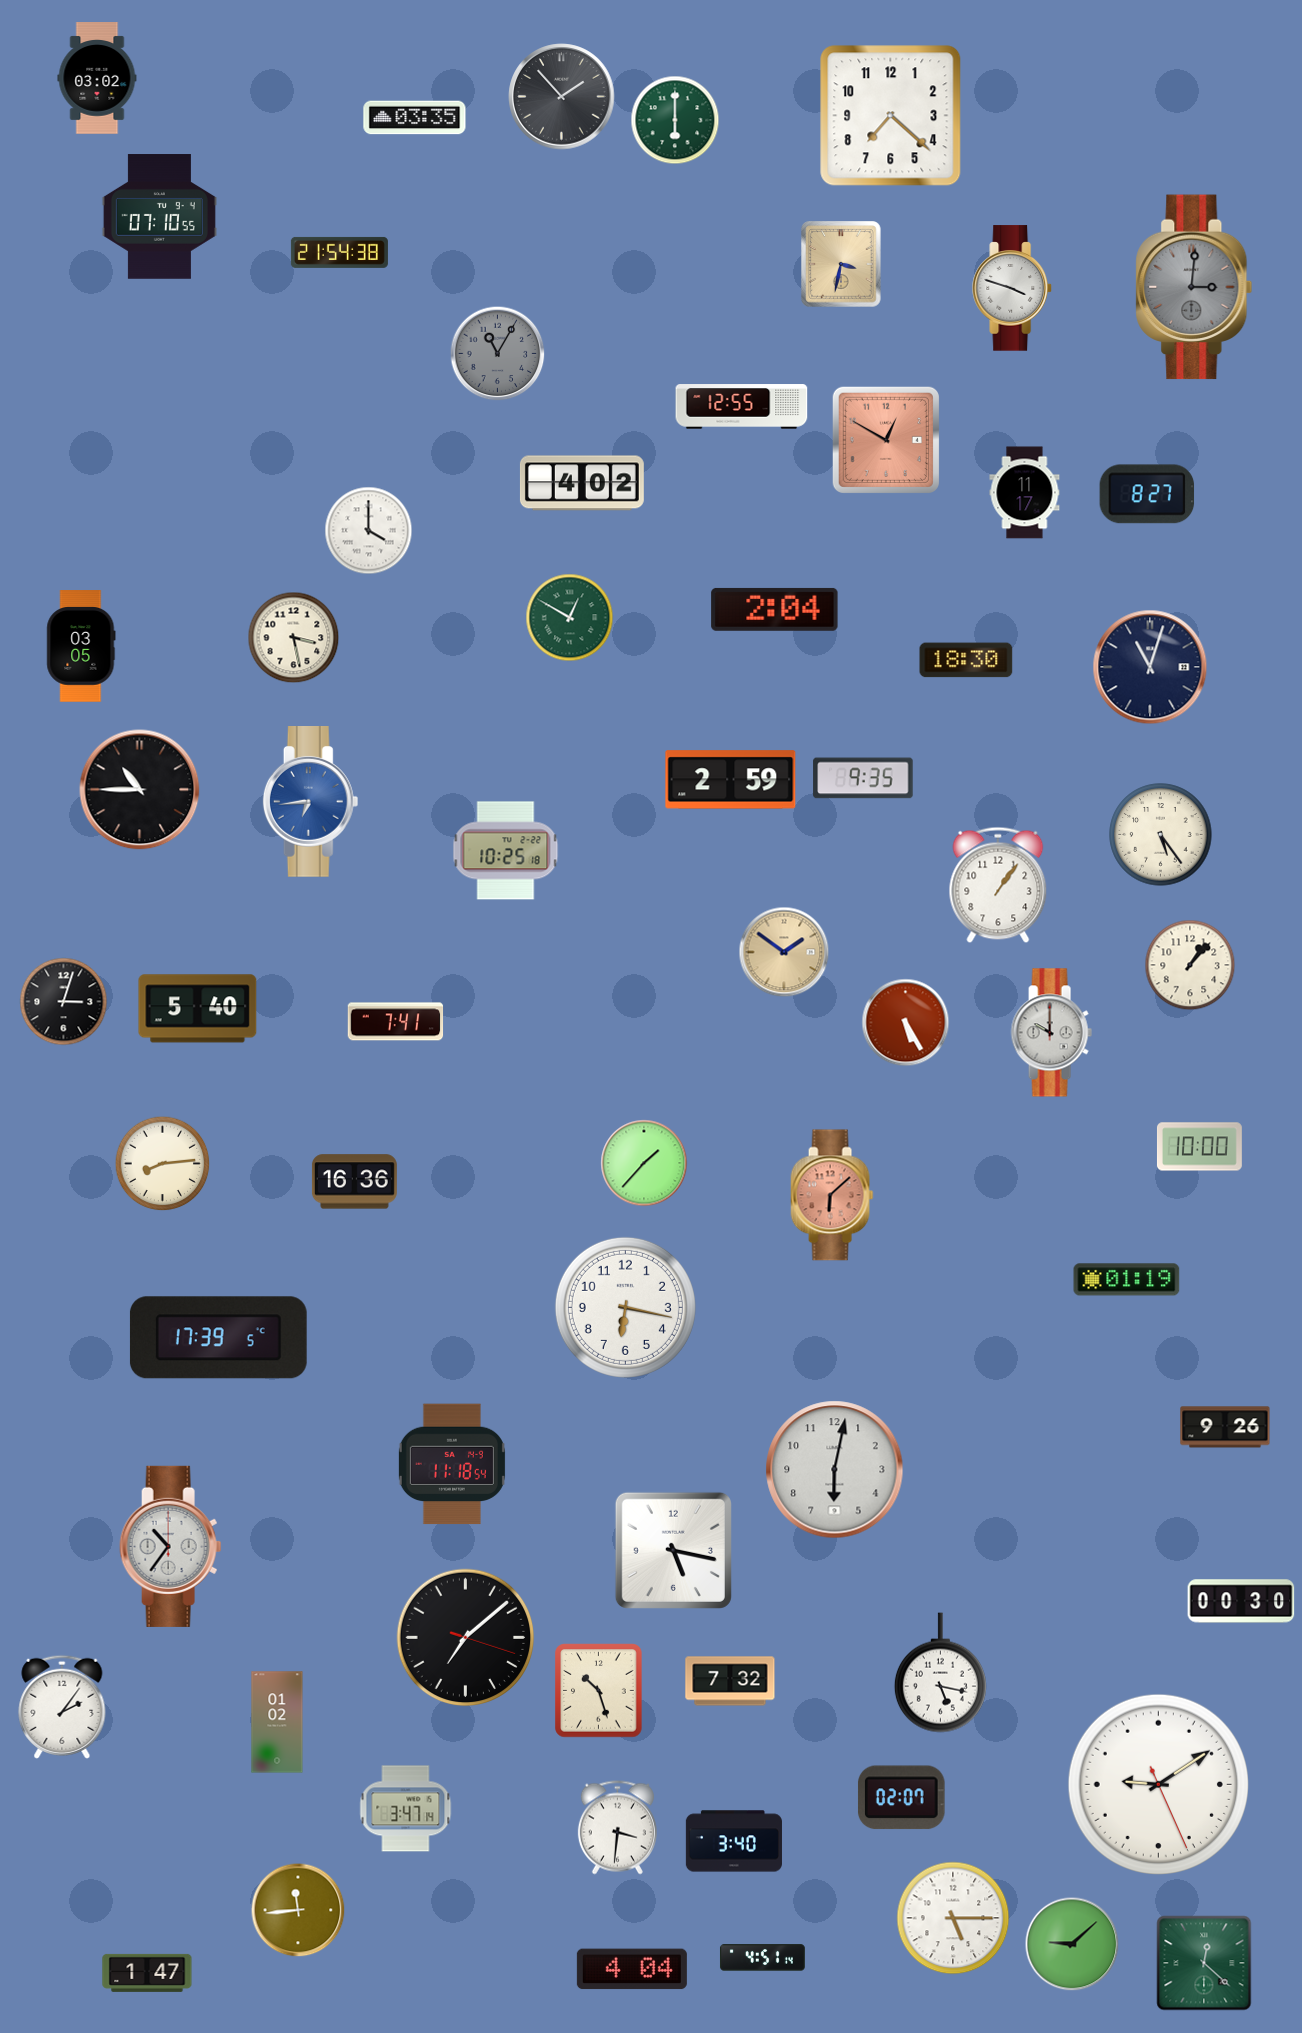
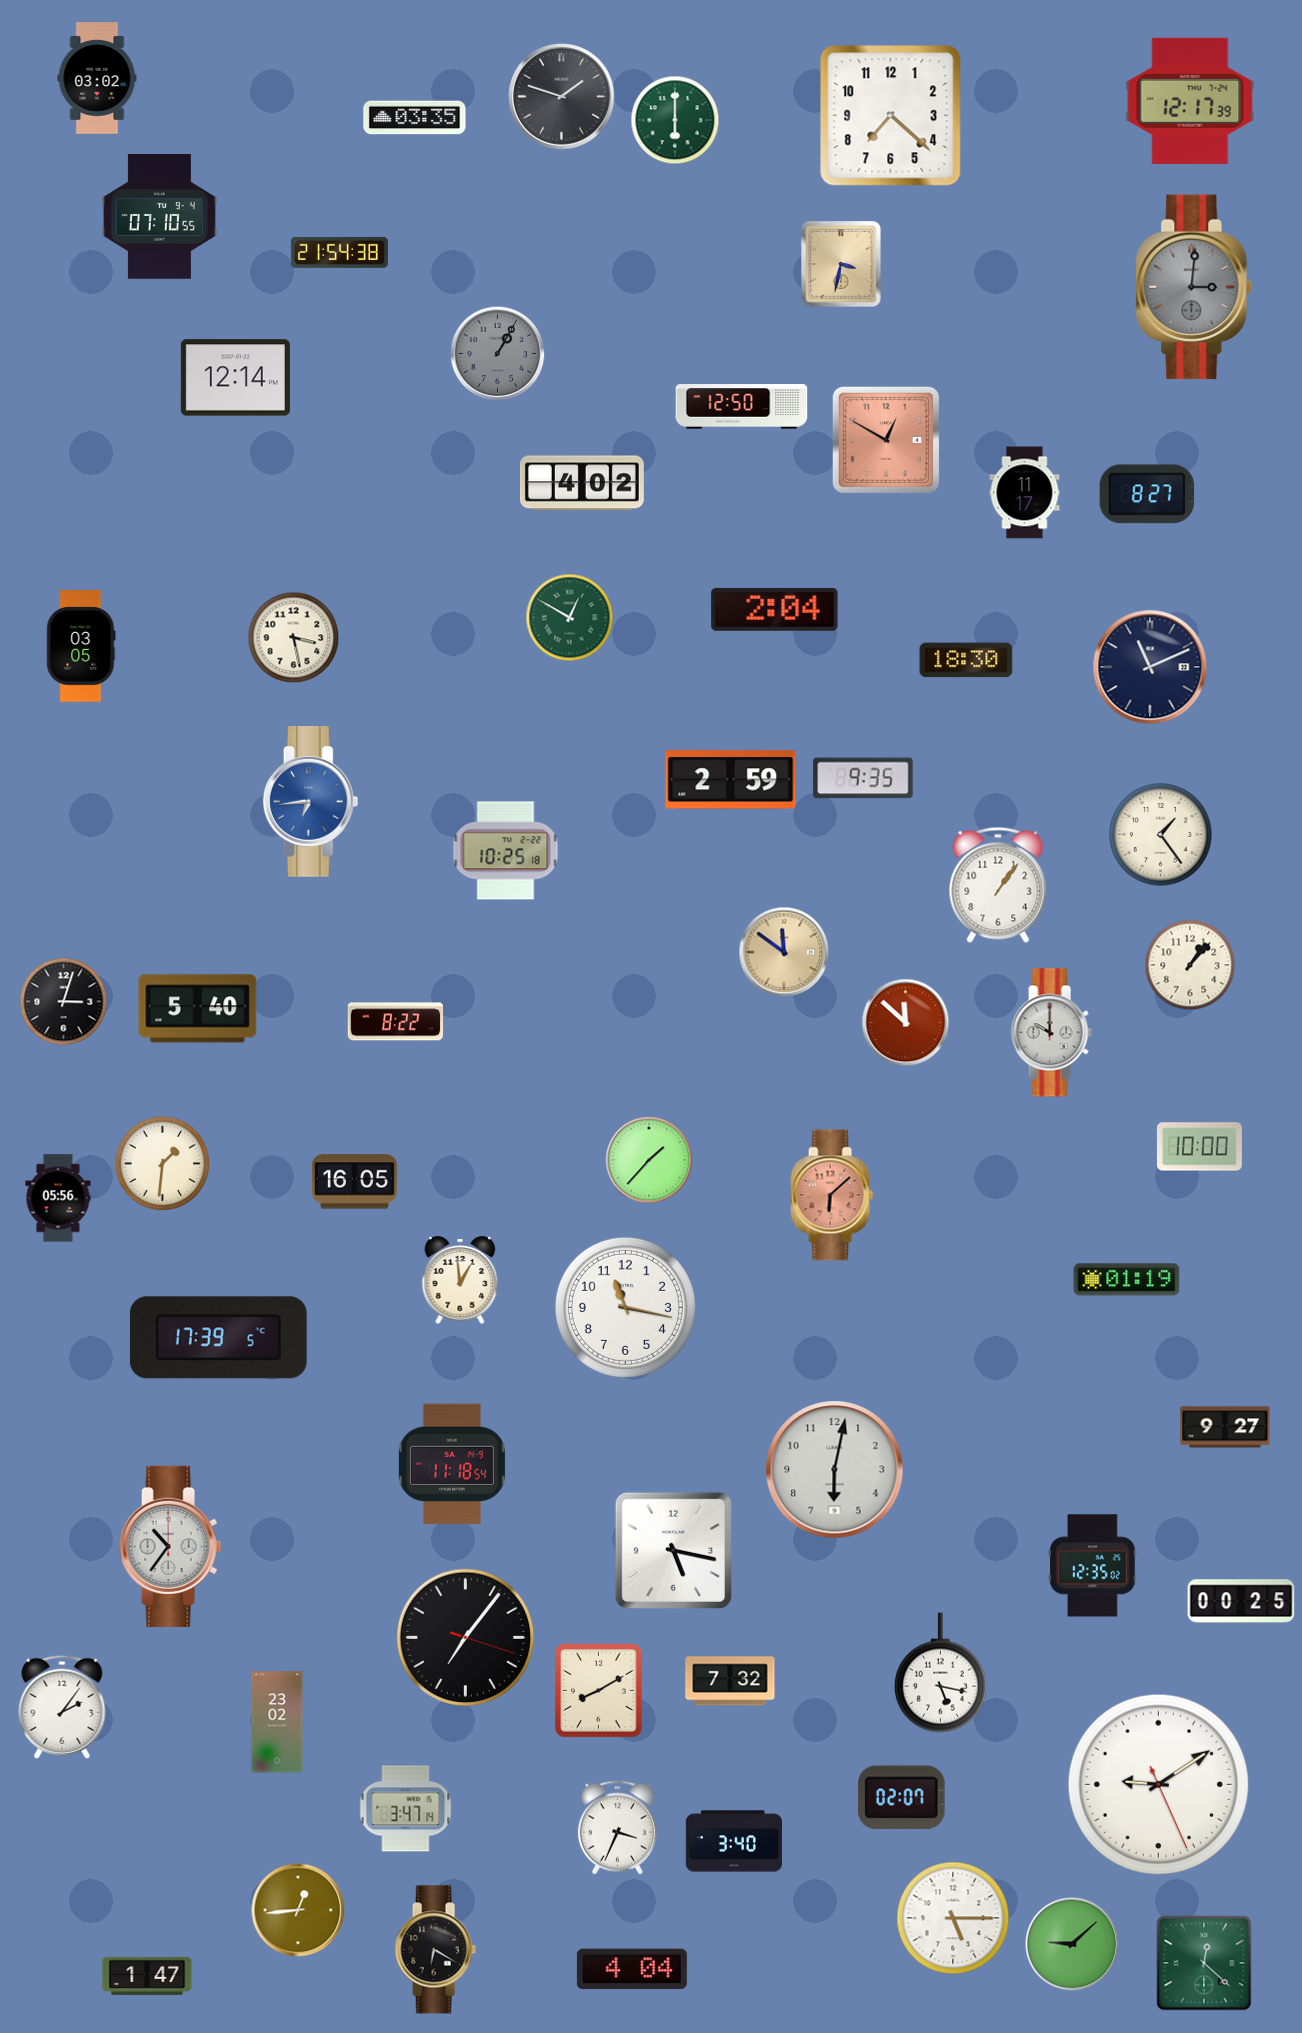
clock at (562, 97): 1:53 -> 1:48
clock at (1190, 101): none -> 12:17
clock at (1013, 288): 3:48 -> none
clock at (498, 354): 11:05 -> 1:05
clock at (235, 378): none -> 12:14
clock at (742, 407): 12:55 -> 12:50
clock at (369, 531): 4:00 -> none
clock at (1150, 667): 11:03 -> 11:11
clock at (140, 790): 10:45 -> none
clock at (1161, 835): 5:24 -> 1:24
clock at (784, 952): 1:51 -> 11:51
clock at (396, 1022): 7:41 -> 8:22
clock at (906, 1023): 5:25 -> 11:52
clock at (644, 1163) position: (644, 1163) -> (649, 1160)
clock at (163, 1164): 8:14 -> 1:31
clock at (354, 1182): 16:36 -> 16:05
clock at (58, 1198): none -> 05:56
clock at (460, 1280): none -> 12:59
clock at (625, 1307): 6:17 -> 11:17
clock at (1225, 1427): 9:26 -> 9:27
clock at (1093, 1566): none -> 12:35
clock at (1241, 1601): 00:30 -> 00:25
clock at (466, 1638): 7:08 -> 7:06
clock at (599, 1691): 10:27 -> 8:10
clock at (277, 1722): 01:02 -> 23:02
clock at (617, 1828): 3:31 -> 3:34
clock at (298, 1910): 11:44 -> 12:44
clock at (435, 1950): none -> 6:20
clock at (762, 1958): 4:51 -> none
clock at (147, 1973) position: (147, 1973) -> (147, 1976)
